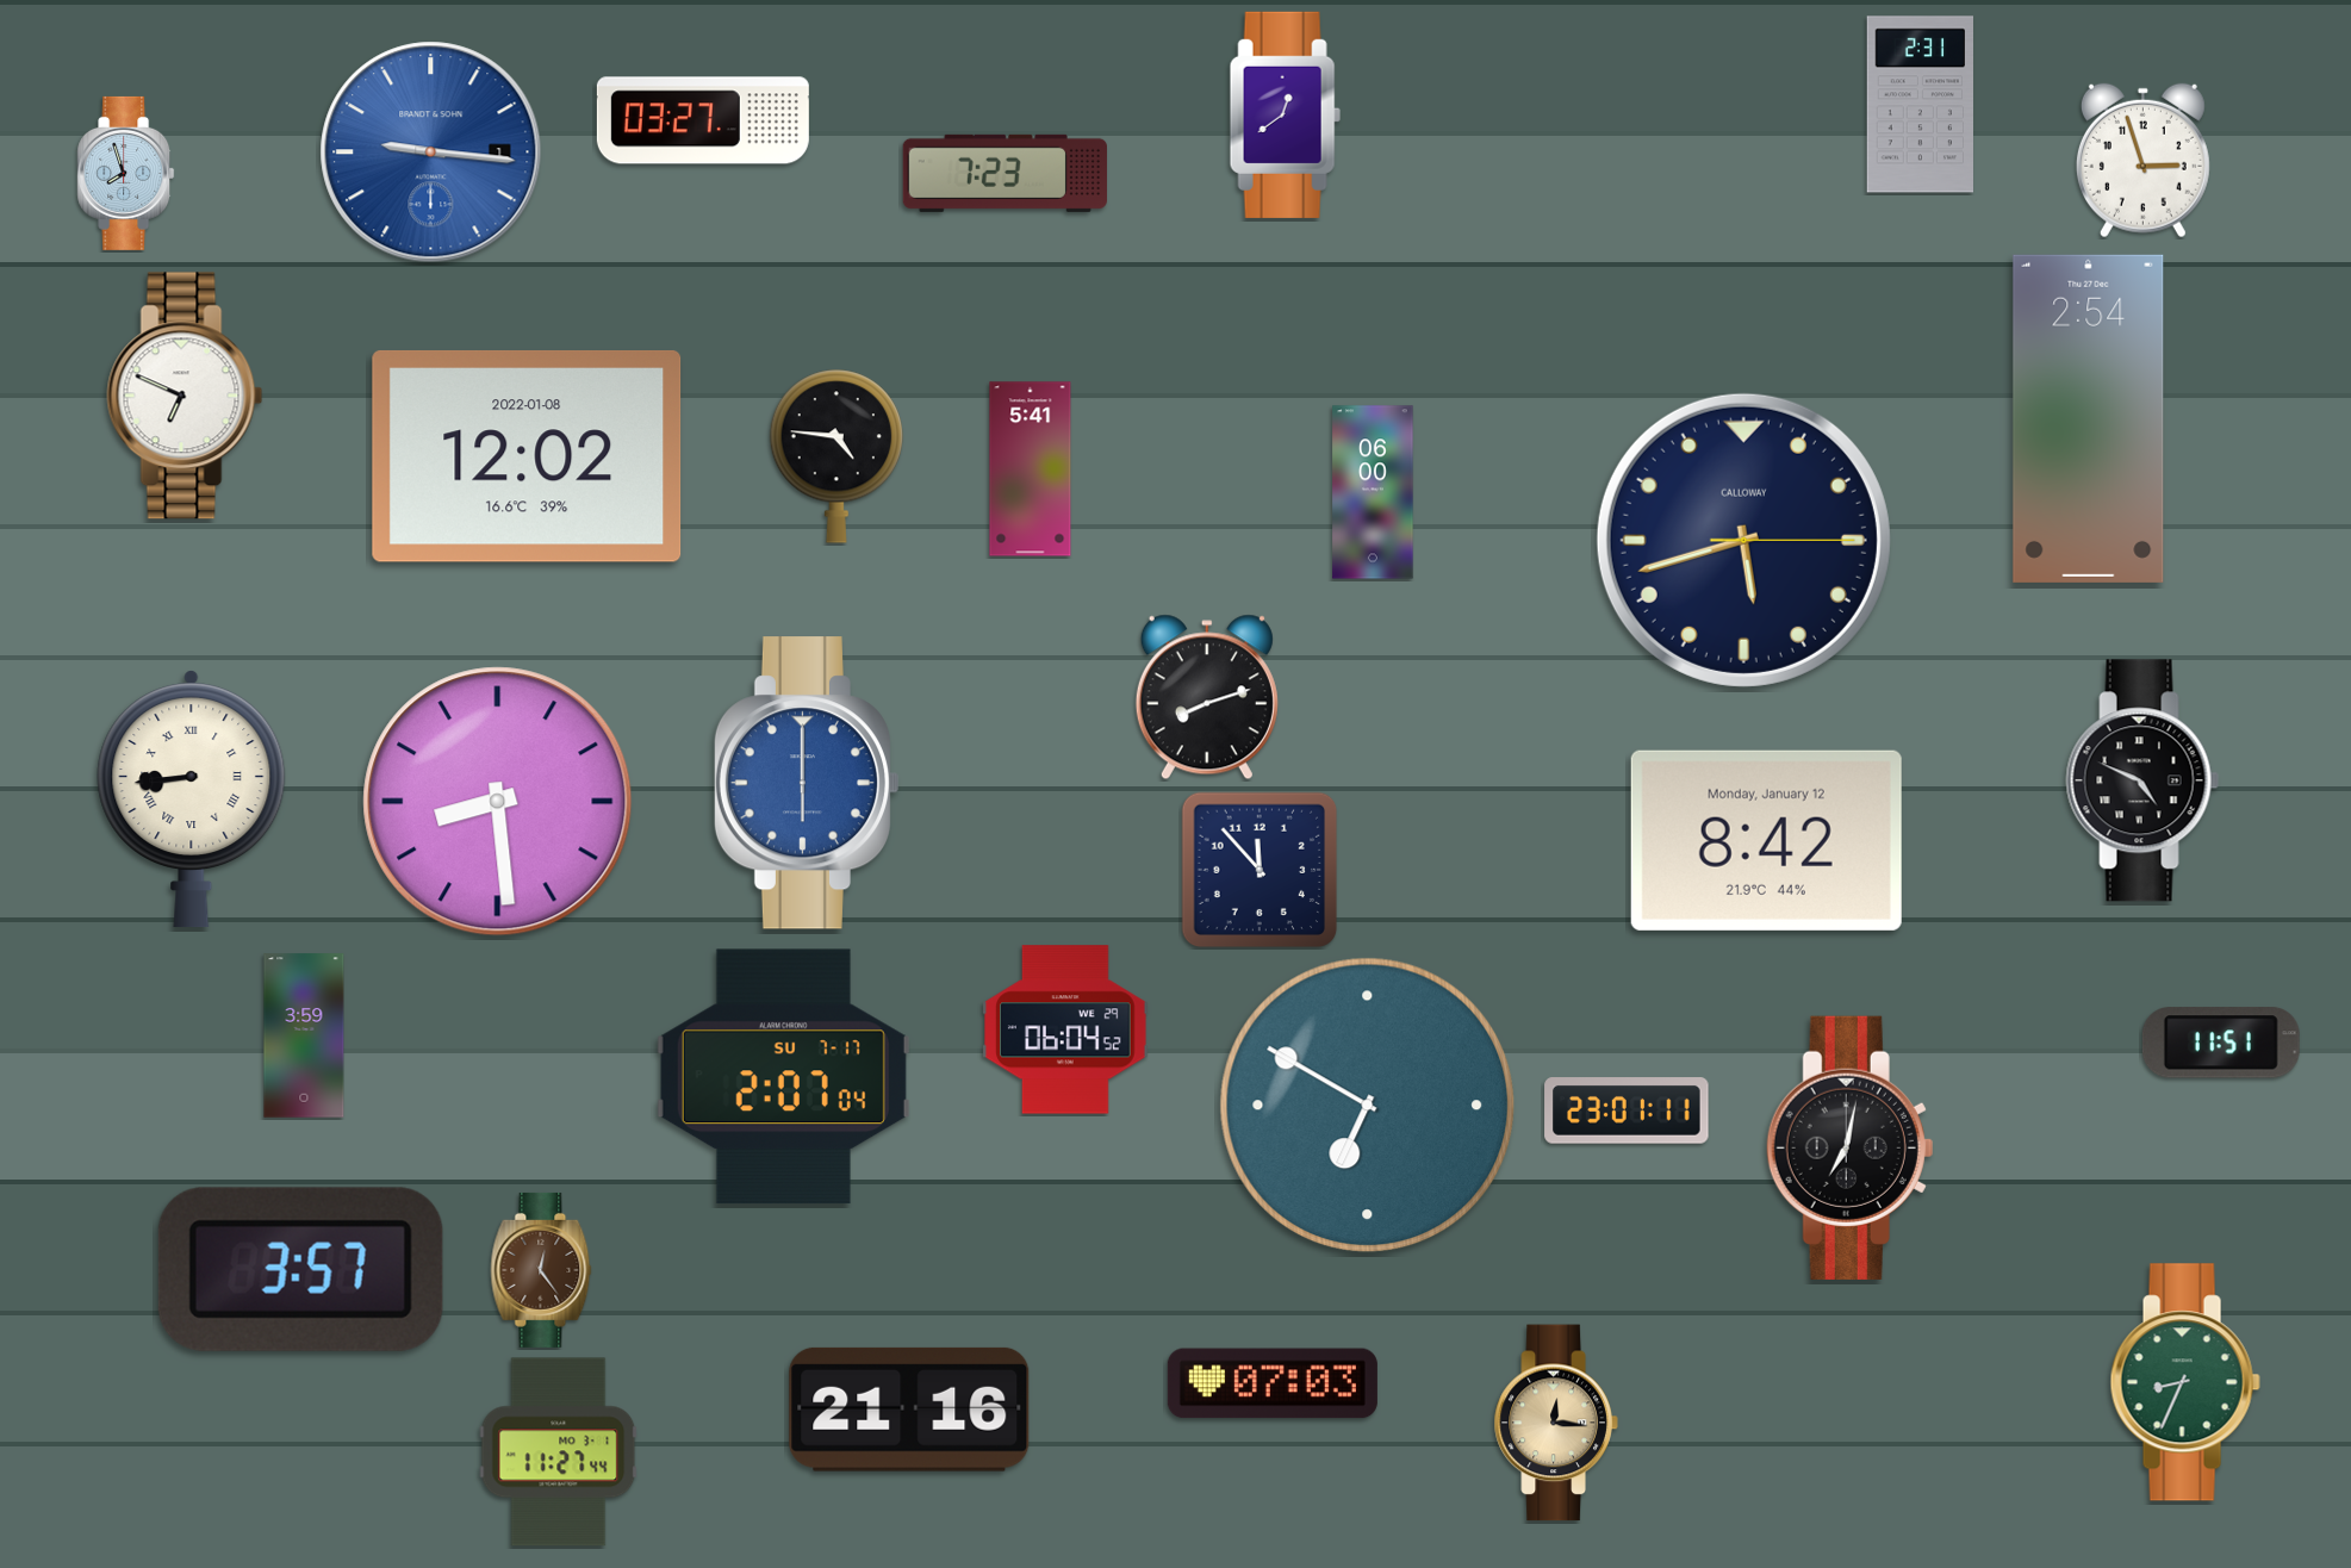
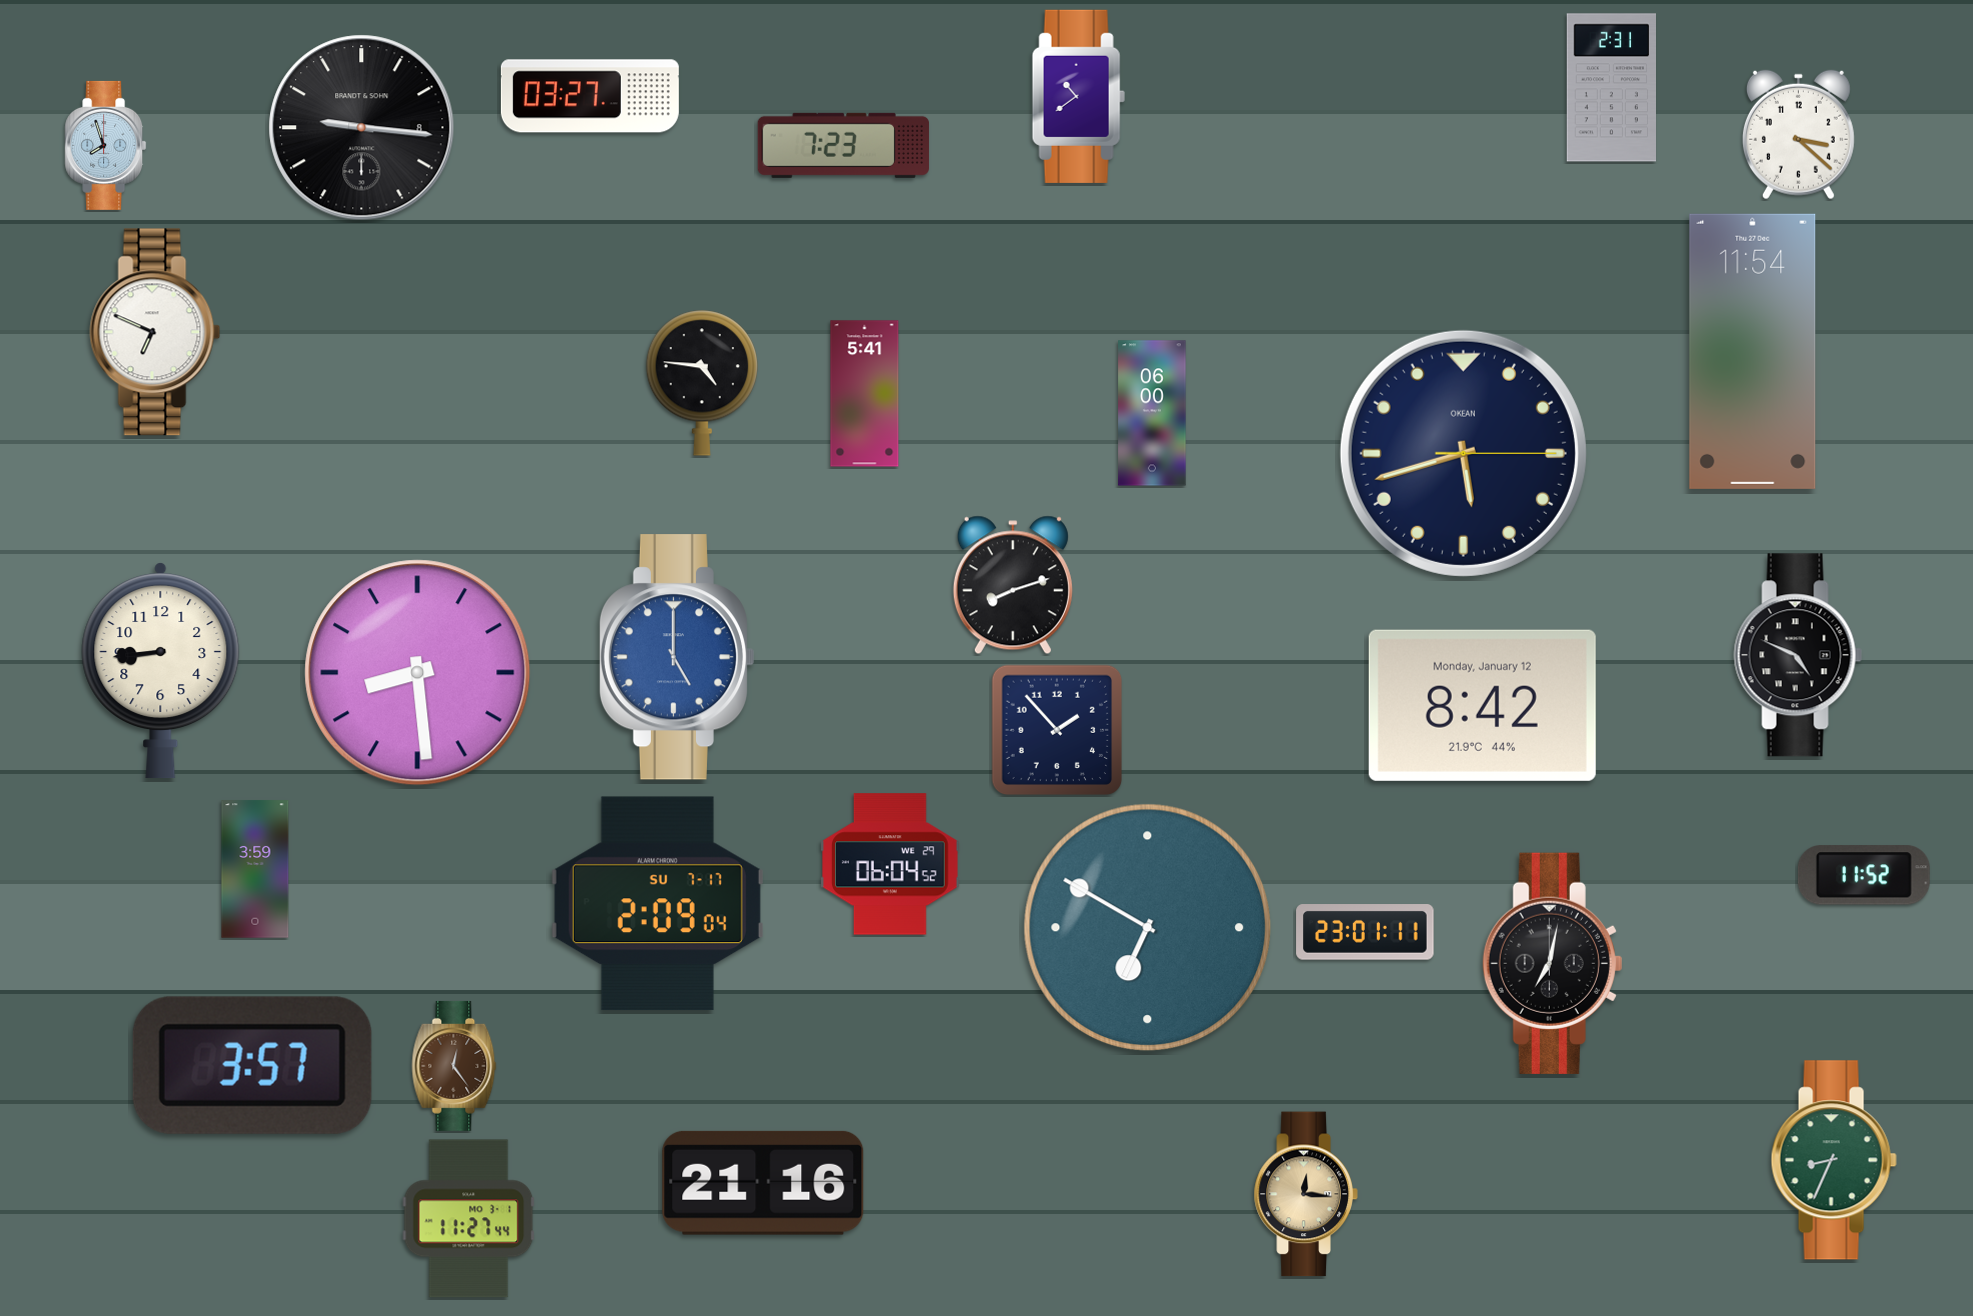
clock at (1285, 114): 12:39 -> 10:39
clock at (703, 120) position: (703, 120) -> (590, 96)
clock at (431, 153) date: 1 -> 8
clock at (431, 153) dial: blue -> black
clock at (2142, 161): 2:57 -> 3:22
clock at (2089, 418): 2:54 -> 11:54
clock at (527, 456): 12:02 -> none
clock at (1743, 540) brand: CALLOWAY -> OKEAN
clock at (806, 783): 6:00 -> 5:00
clock at (192, 799) numerals: Roman -> Arabic
clock at (1260, 870): 11:53 -> 1:53
clock at (1065, 1029) position: (1065, 1029) -> (890, 864)
clock at (2221, 1043): 11:51 -> 11:52
clock at (783, 1077): 2:07 -> 2:09
clock at (1273, 1383): 07:03 -> none
